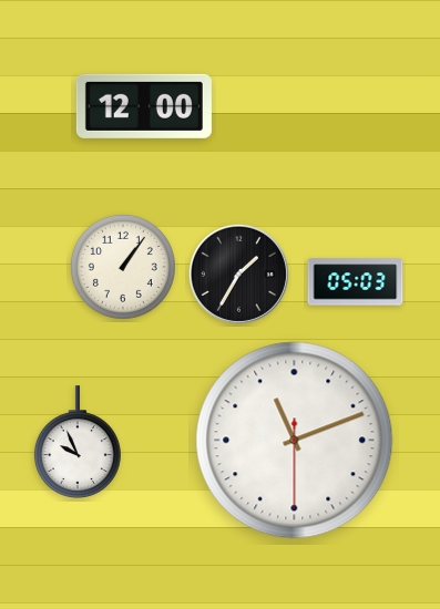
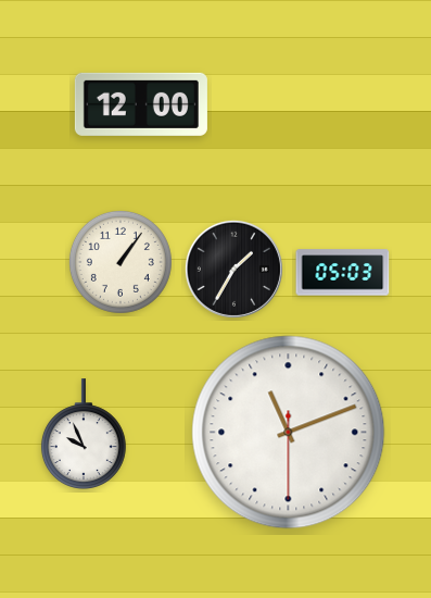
clock at (356, 282) position: (356, 282) -> (343, 273)
clock at (78, 442) position: (78, 442) -> (84, 434)
